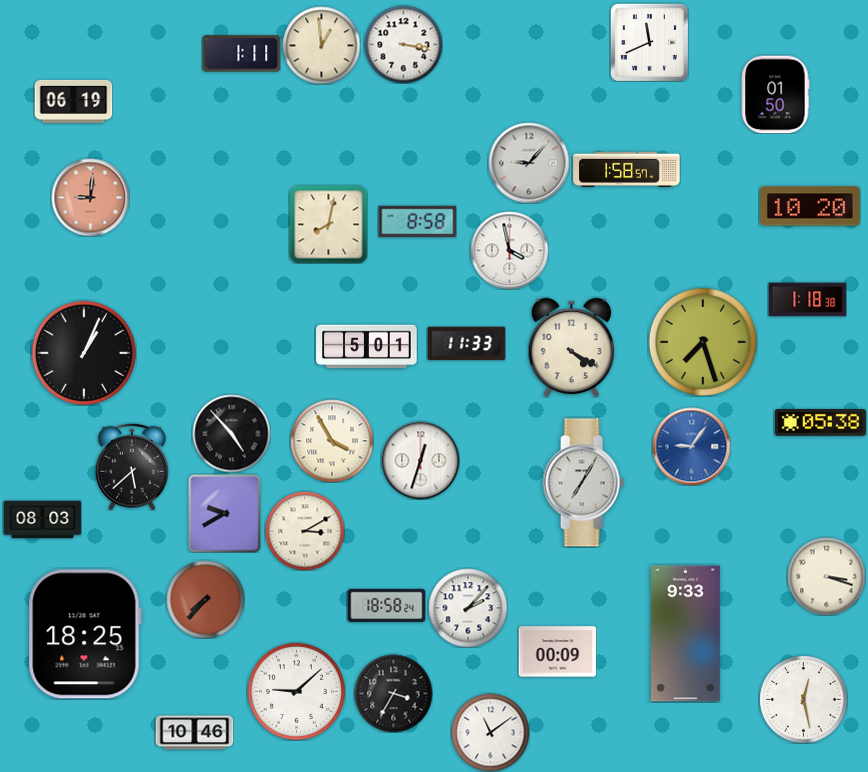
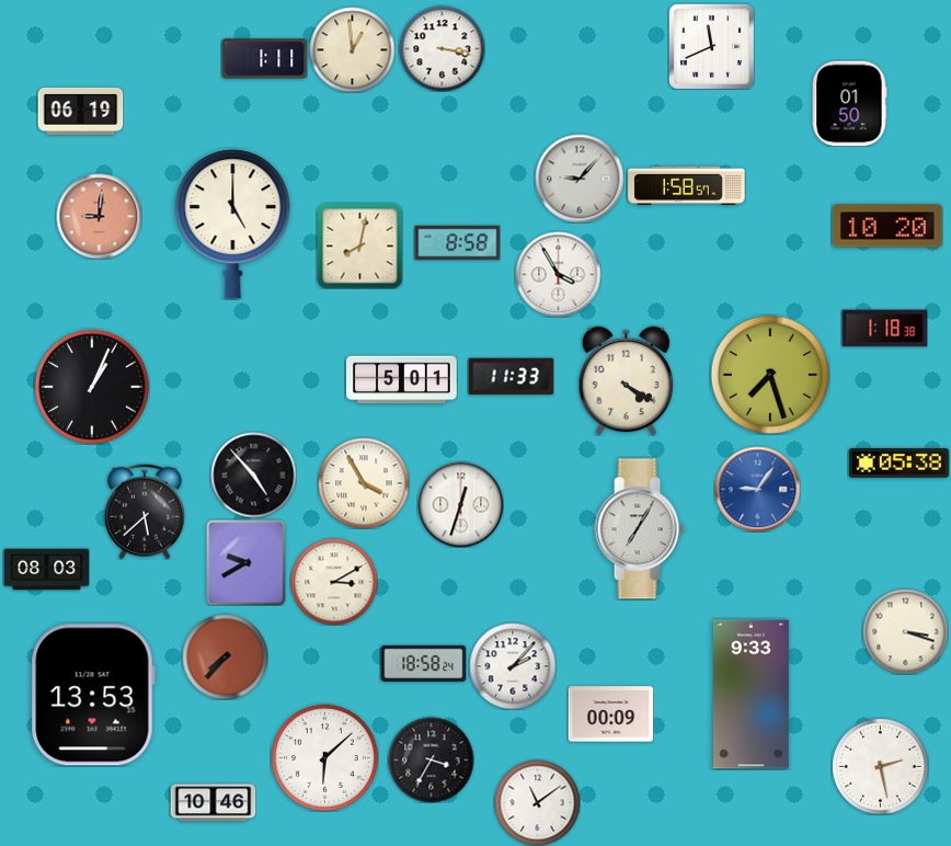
clock at (233, 225): none -> 5:00
clock at (509, 250): 3:58 -> 3:55
clock at (85, 634): 18:25 -> 13:53
clock at (296, 691): 9:08 -> 6:08
clock at (803, 699): 12:28 -> 2:28
